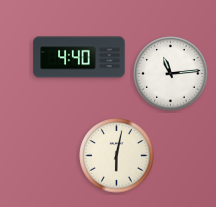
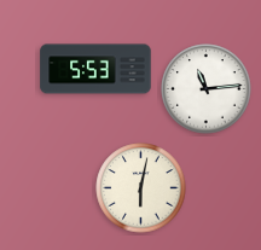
clock at (79, 57): 4:40 -> 5:53
